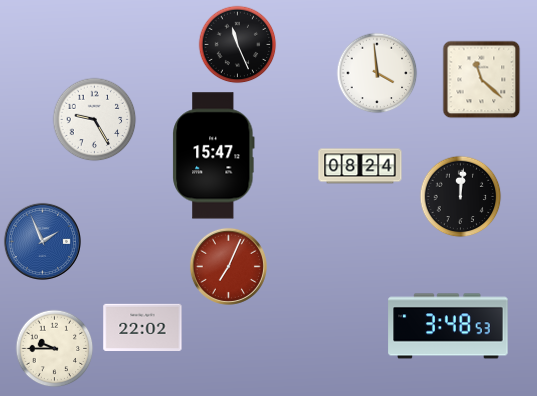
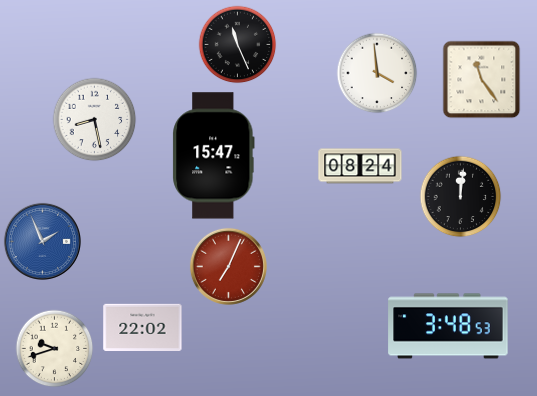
clock at (481, 79): 11:22 -> 11:24
clock at (94, 119): 9:25 -> 8:28
clock at (54, 348): 9:45 -> 9:42
